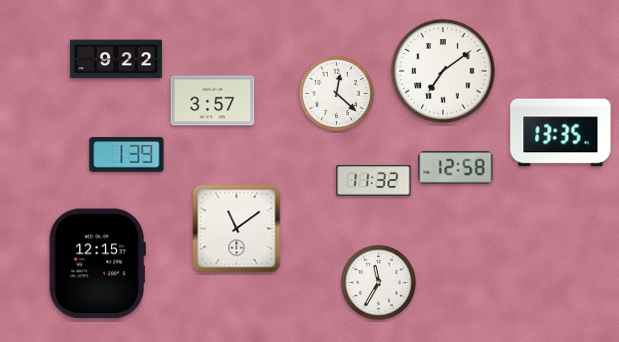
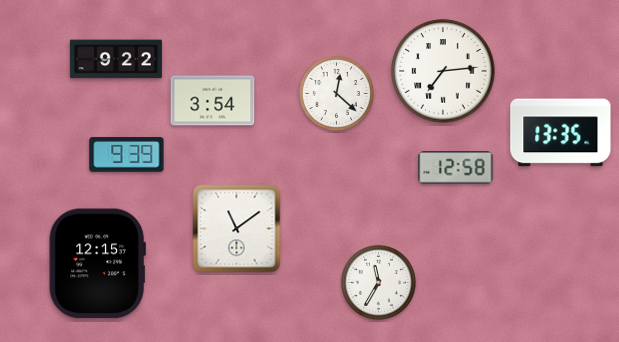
clock at (443, 71): 7:09 -> 7:14
clock at (213, 101): 3:57 -> 3:54
clock at (127, 155): 1:39 -> 9:39
clock at (374, 181): 11:32 -> none
